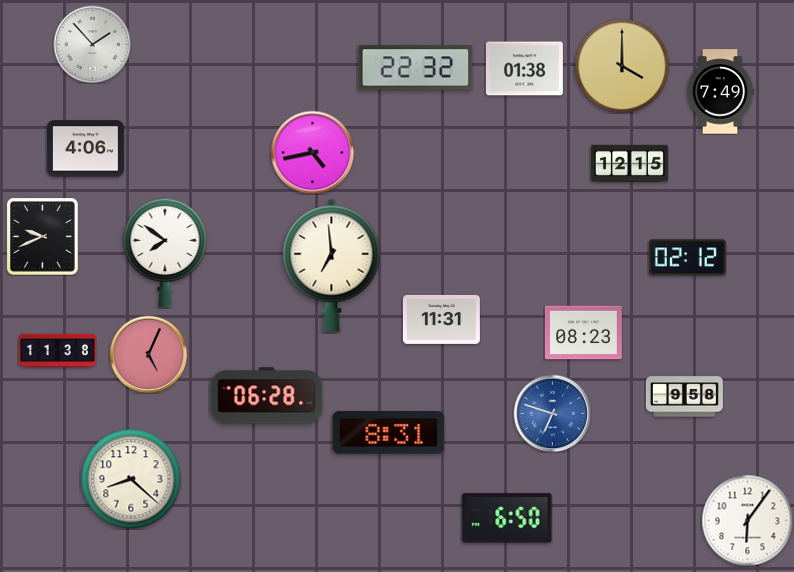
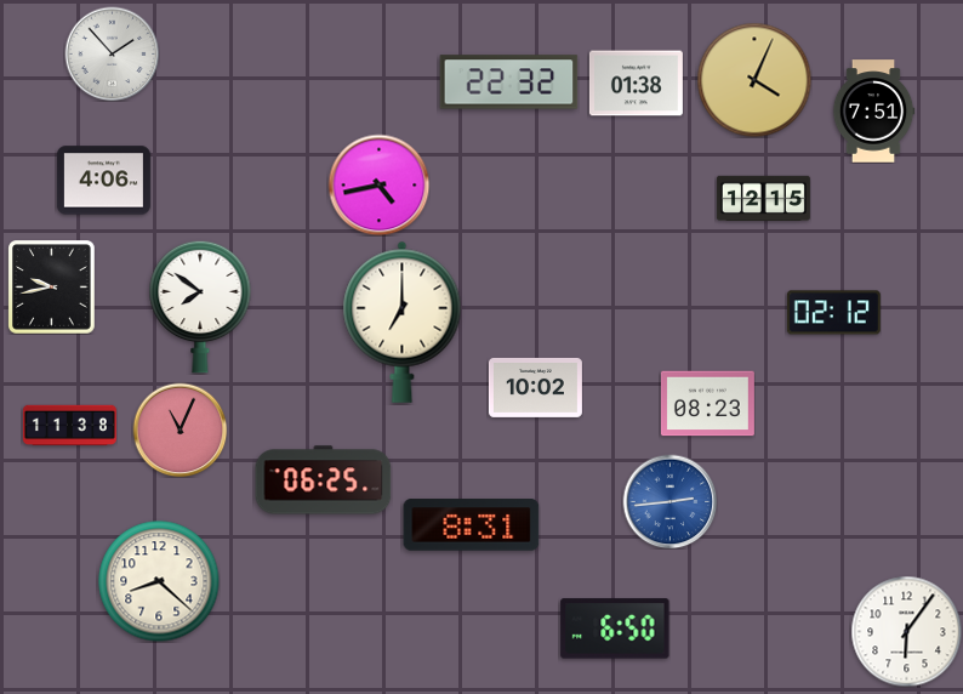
clock at (622, 66): 4:00 -> 4:04
clock at (416, 68) position: (416, 68) -> (509, 83)
clock at (720, 92): 7:49 -> 7:51
clock at (43, 236): 9:41 -> 9:43
clock at (332, 265): 6:59 -> 7:00
clock at (441, 319): 11:31 -> 10:02
clock at (148, 354): 5:04 -> 11:04
clock at (267, 396): 06:28 -> 06:25
clock at (684, 397): 9:58 -> none
clock at (552, 413): 6:48 -> 2:44
